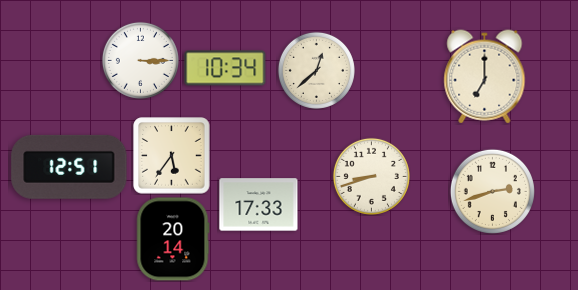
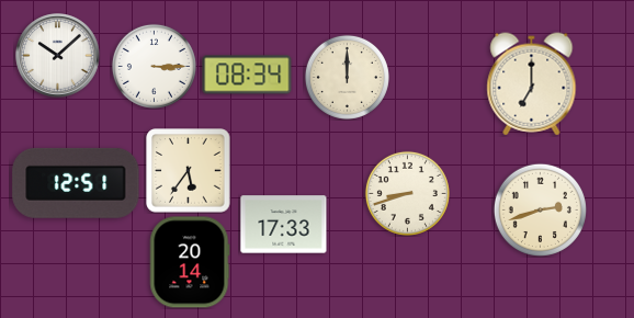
clock at (58, 56): none -> 10:08
clock at (225, 68): 10:34 -> 08:34
clock at (316, 70): 12:38 -> 12:00
